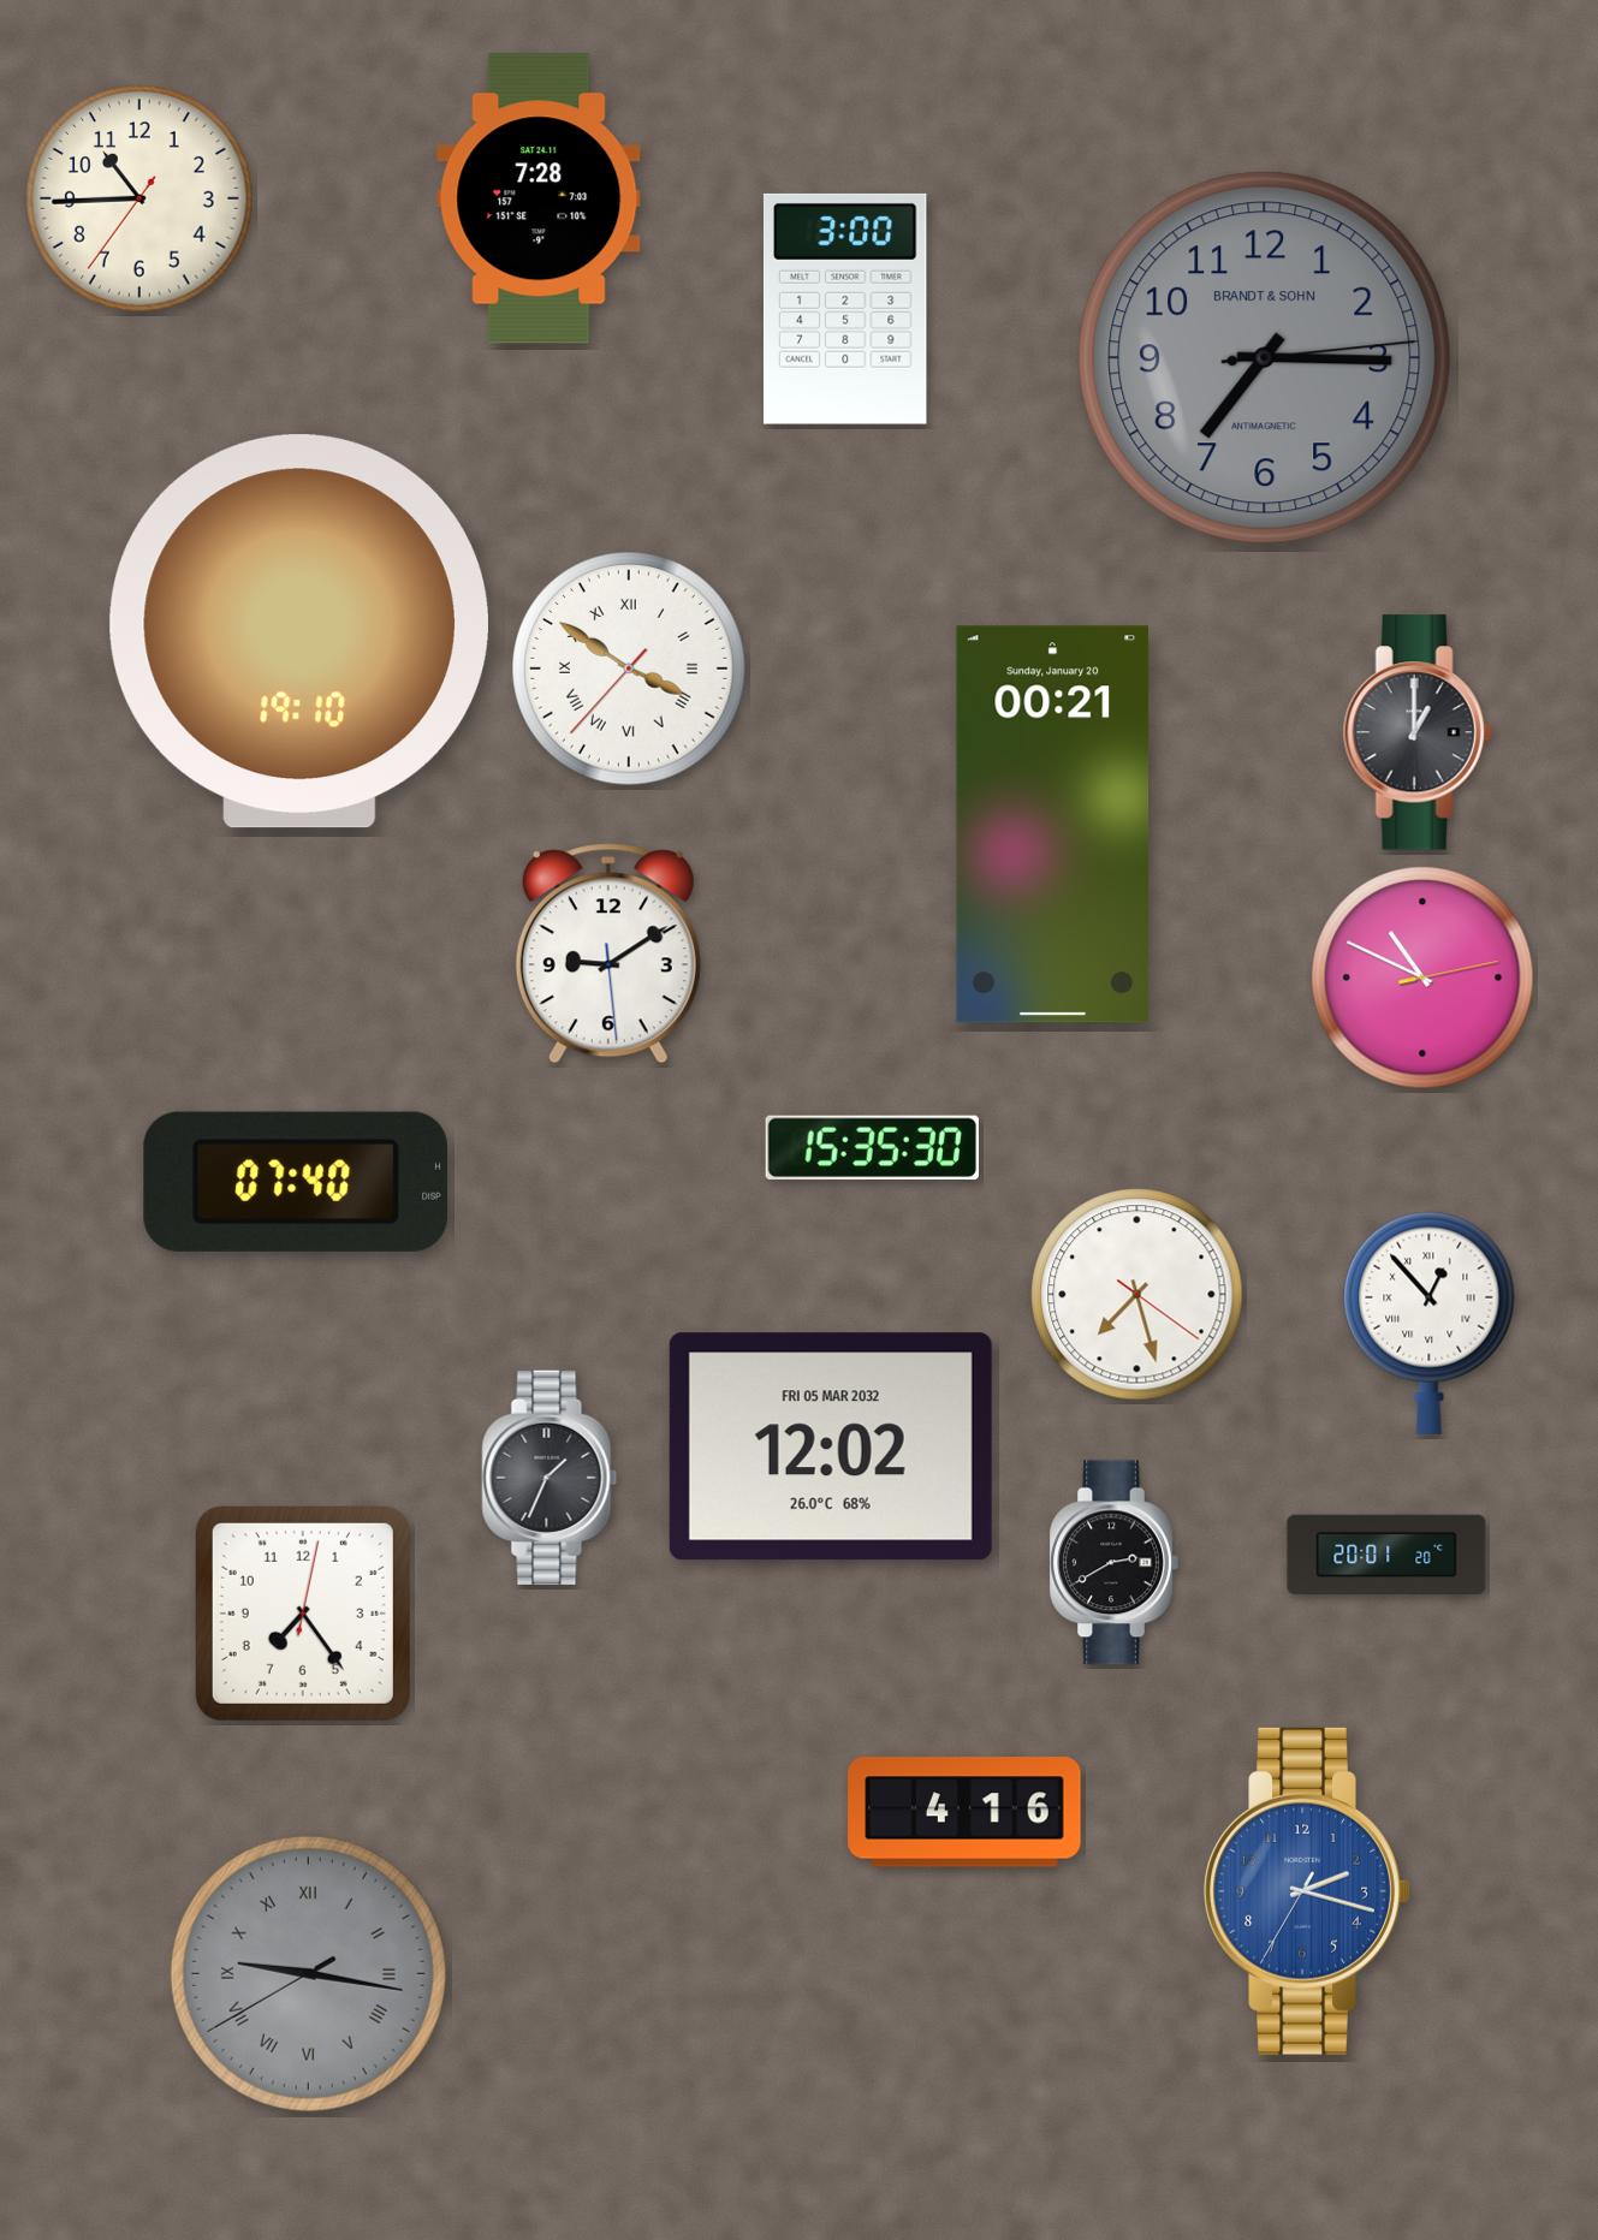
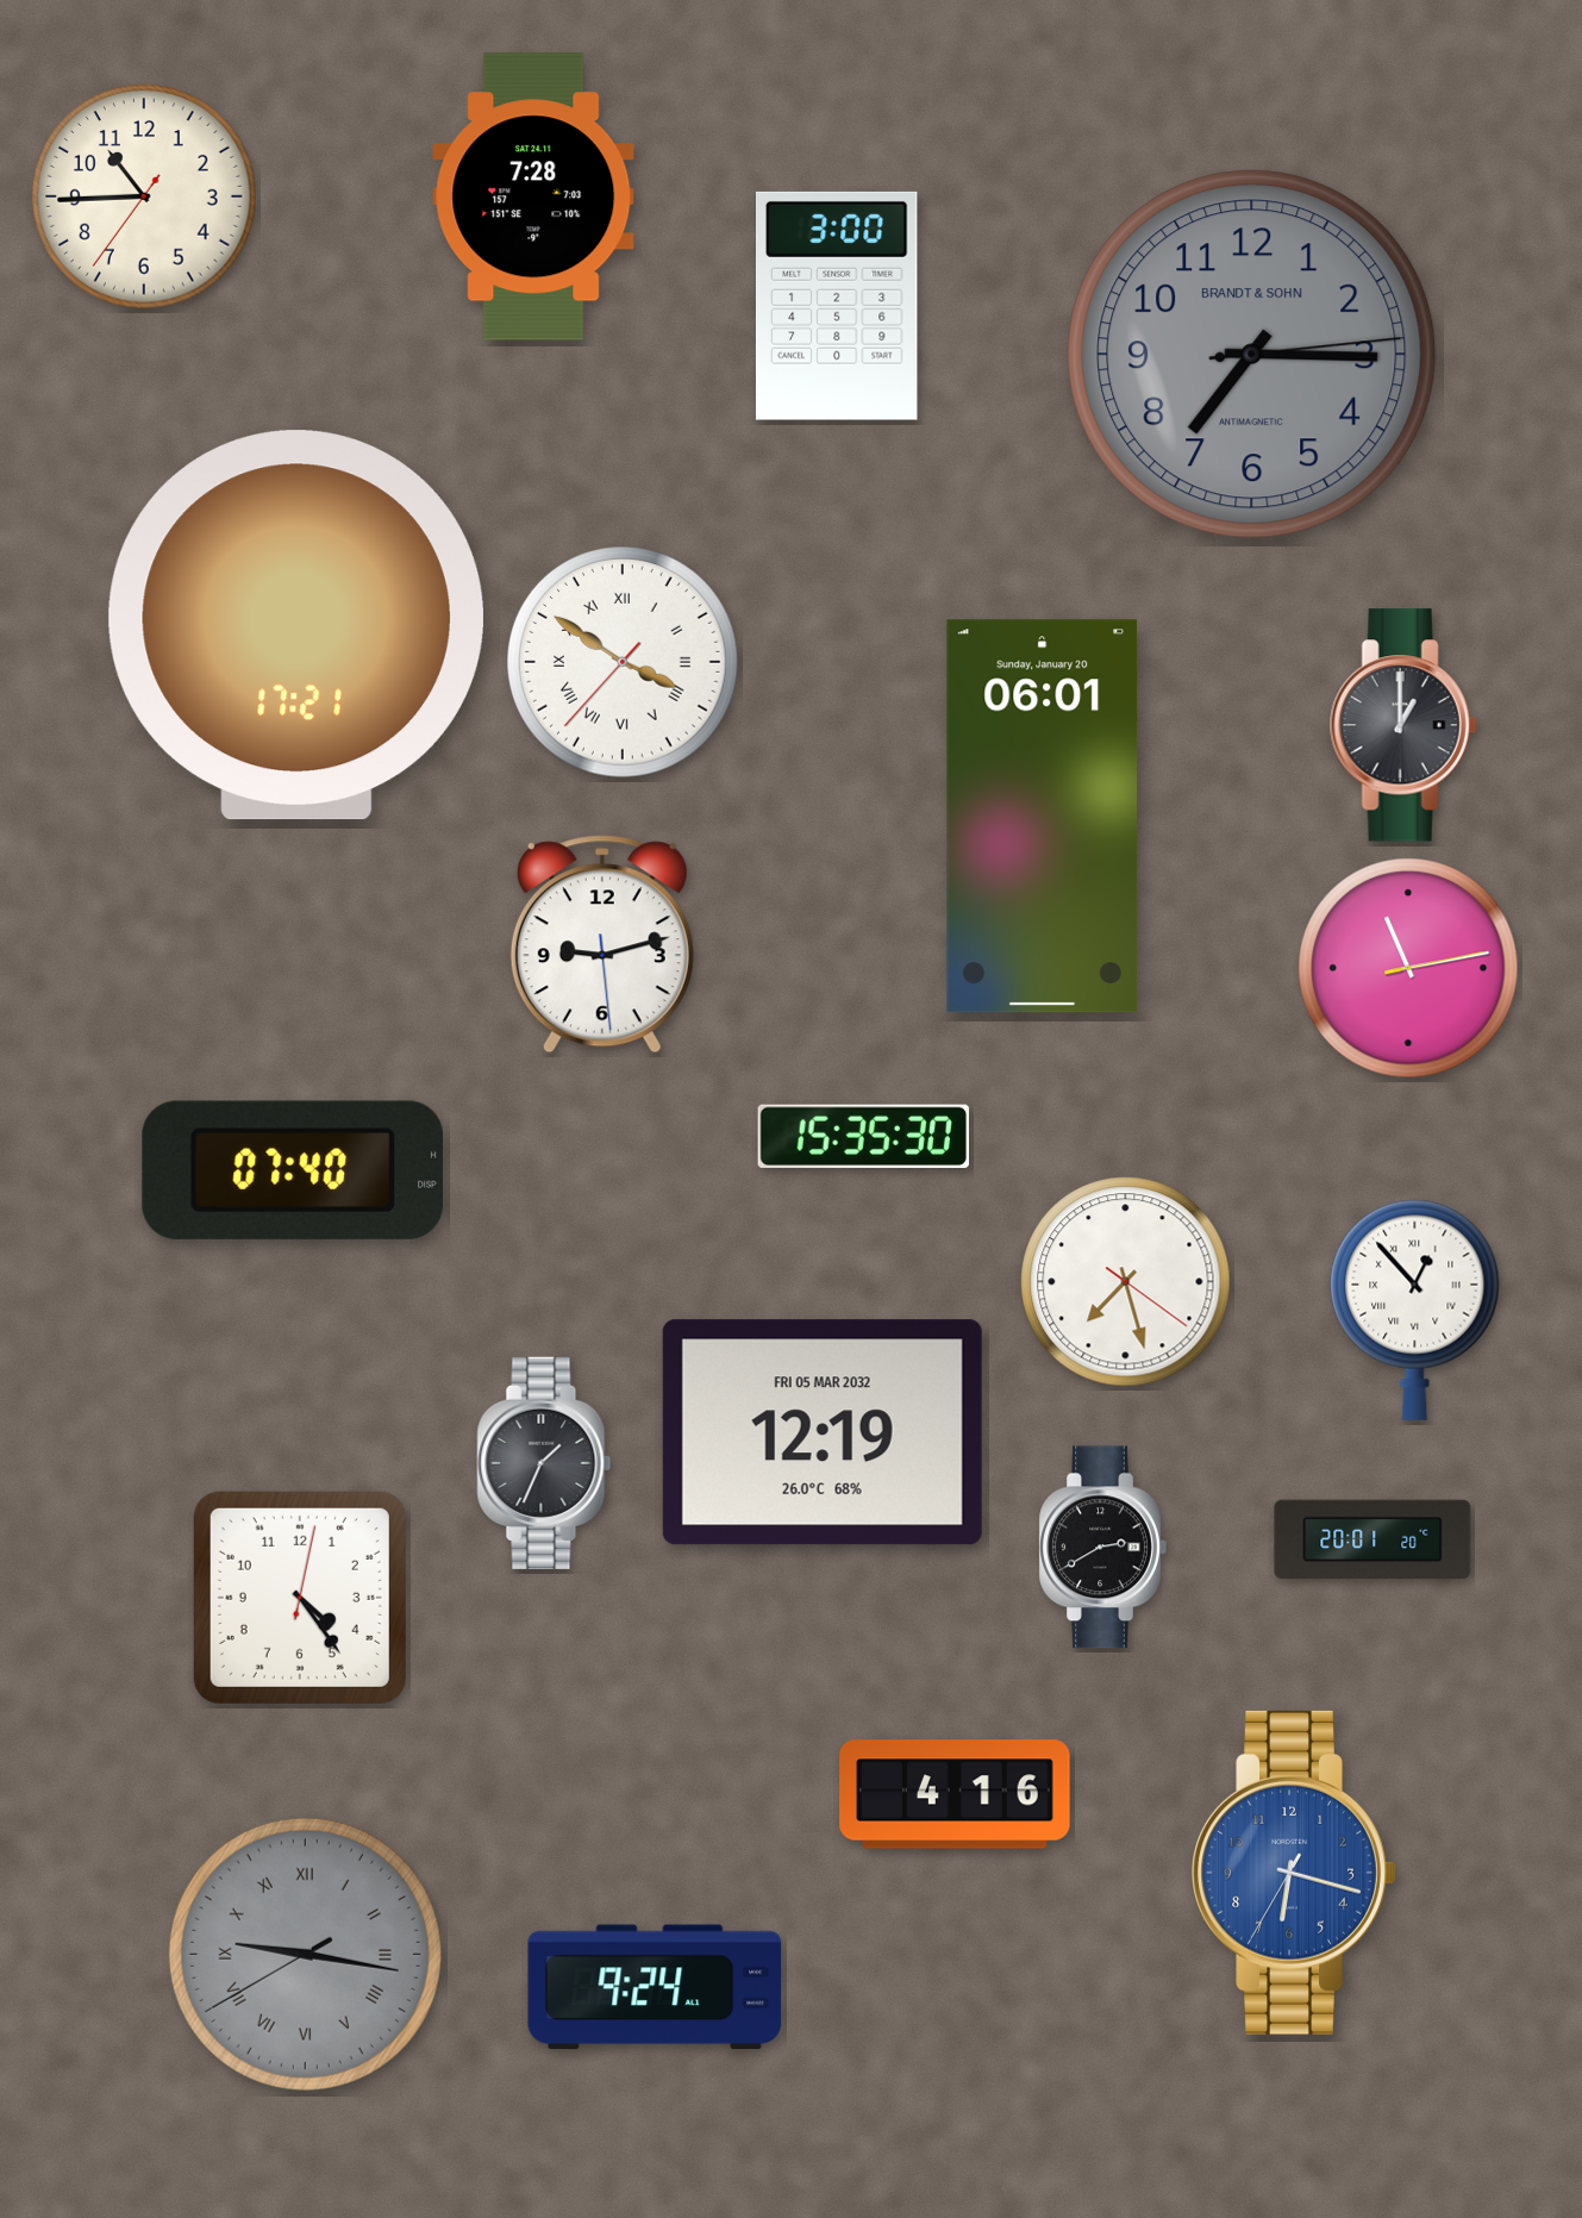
clock at (139, 198) position: (139, 198) -> (144, 196)
clock at (299, 631): 19:10 -> 17:21
clock at (1053, 825): 00:21 -> 06:01
clock at (608, 953): 9:09 -> 9:12
clock at (1422, 978): 10:49 -> 11:13
clock at (831, 1446): 12:02 -> 12:19
clock at (303, 1614): 7:24 -> 4:24
clock at (1307, 1891): 2:17 -> 6:17
clock at (655, 1987): none -> 9:24
